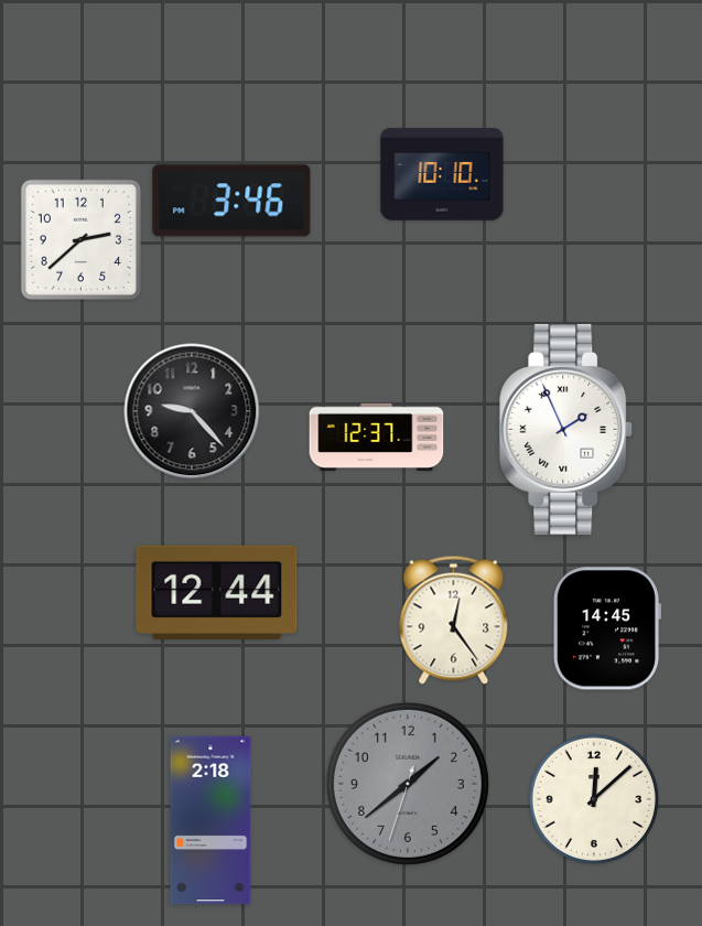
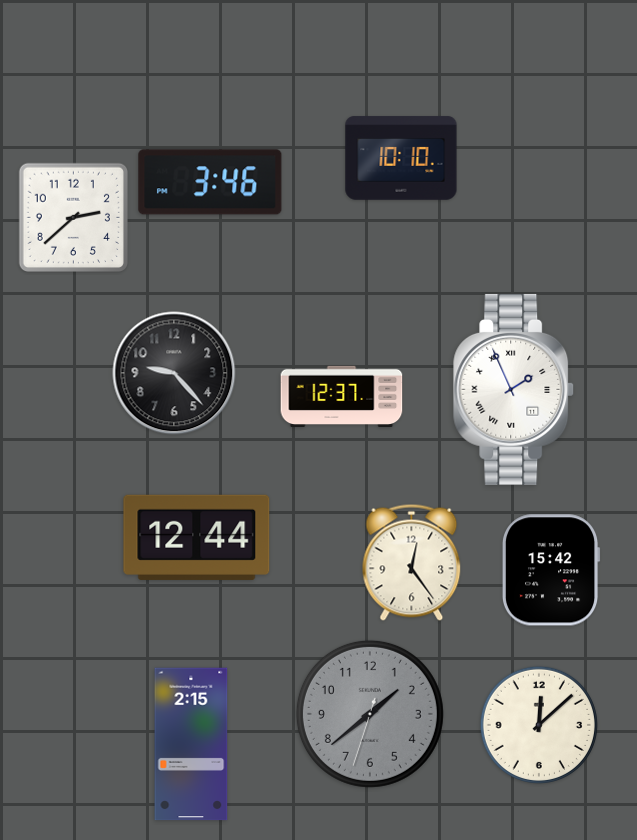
clock at (607, 628): 14:45 -> 15:42
clock at (408, 784) position: (408, 784) -> (370, 714)
clock at (210, 820): 2:18 -> 2:15
